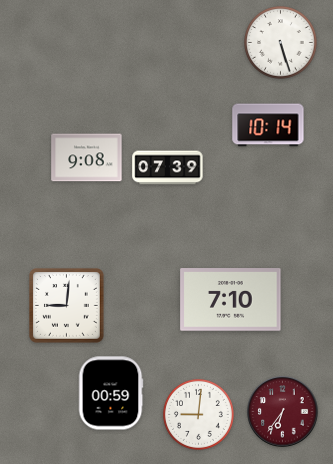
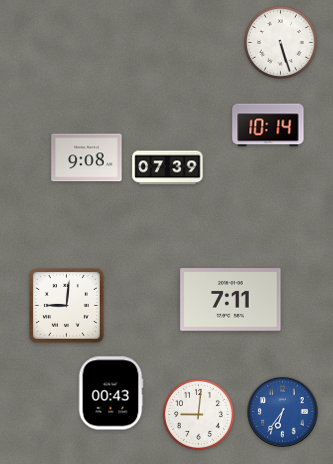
clock at (231, 300): 7:10 -> 7:11
clock at (111, 393): 00:59 -> 00:43
clock at (283, 412) dial: burgundy -> blue
